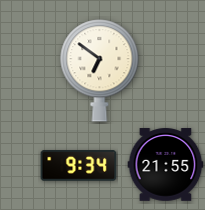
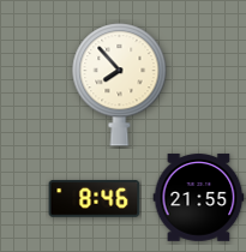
clock at (100, 71): 6:51 -> 7:53
clock at (79, 166): 9:34 -> 8:46
